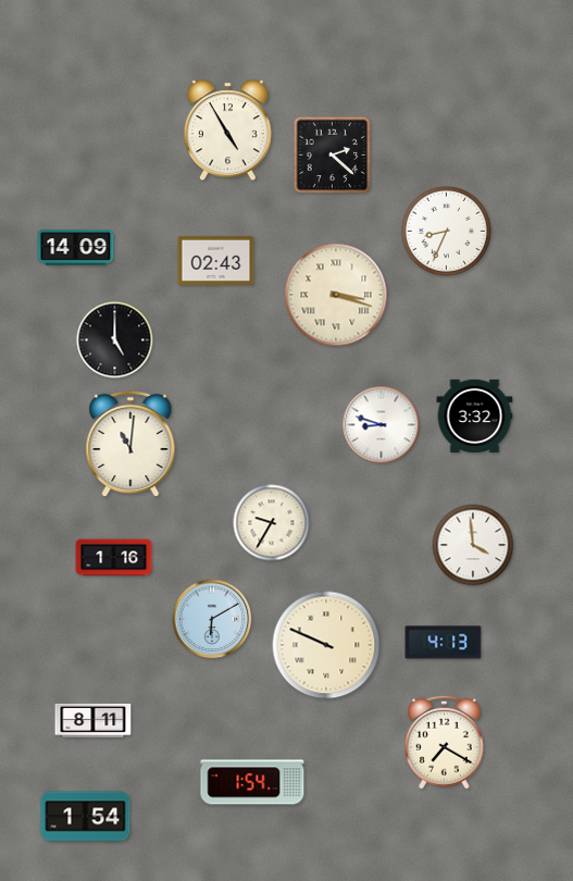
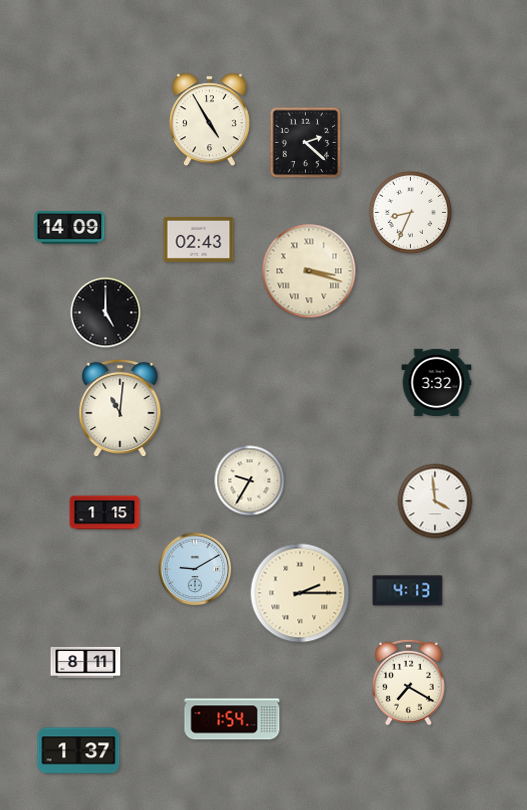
clock at (382, 425): 8:48 -> none
clock at (114, 558): 1:16 -> 1:15
clock at (212, 619): 6:10 -> 9:10
clock at (326, 645): 9:49 -> 2:15
clock at (86, 817): 1:54 -> 1:37
